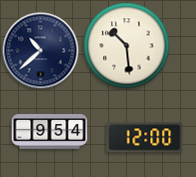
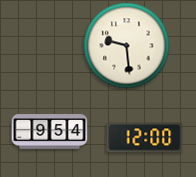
clock at (127, 46): 10:29 -> 9:29
clock at (41, 51): 10:38 -> none
